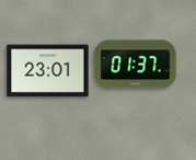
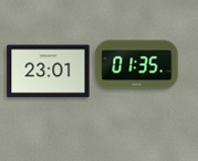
clock at (136, 65): 01:37 -> 01:35
